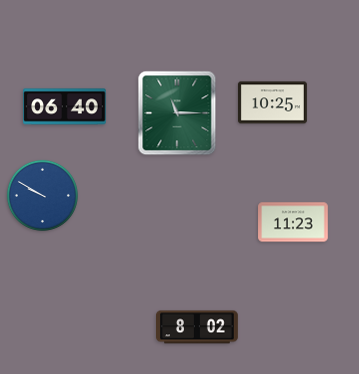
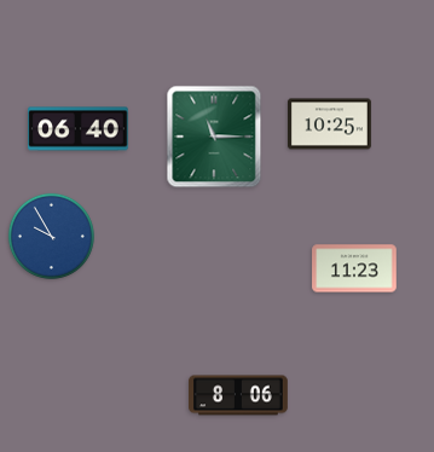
clock at (42, 195): 9:50 -> 9:55
clock at (198, 327): 8:02 -> 8:06
